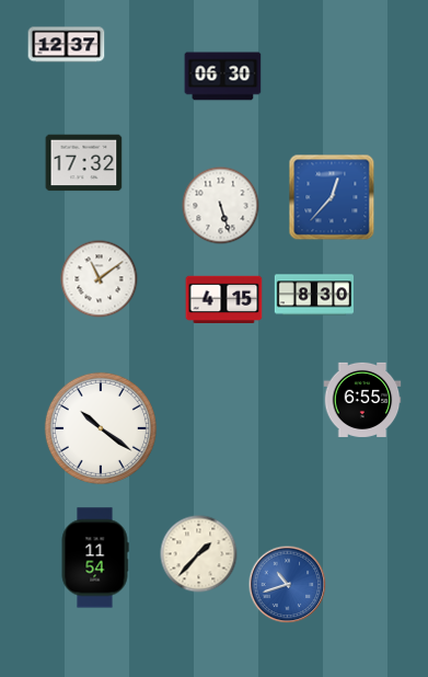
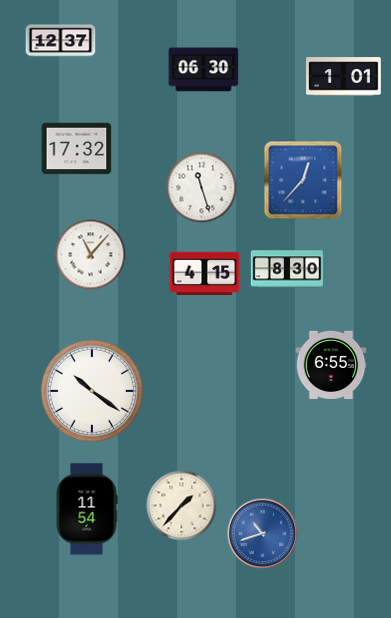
clock at (344, 77): none -> 1:01
clock at (221, 206): 5:27 -> 11:27
clock at (100, 279): 11:09 -> 11:07
